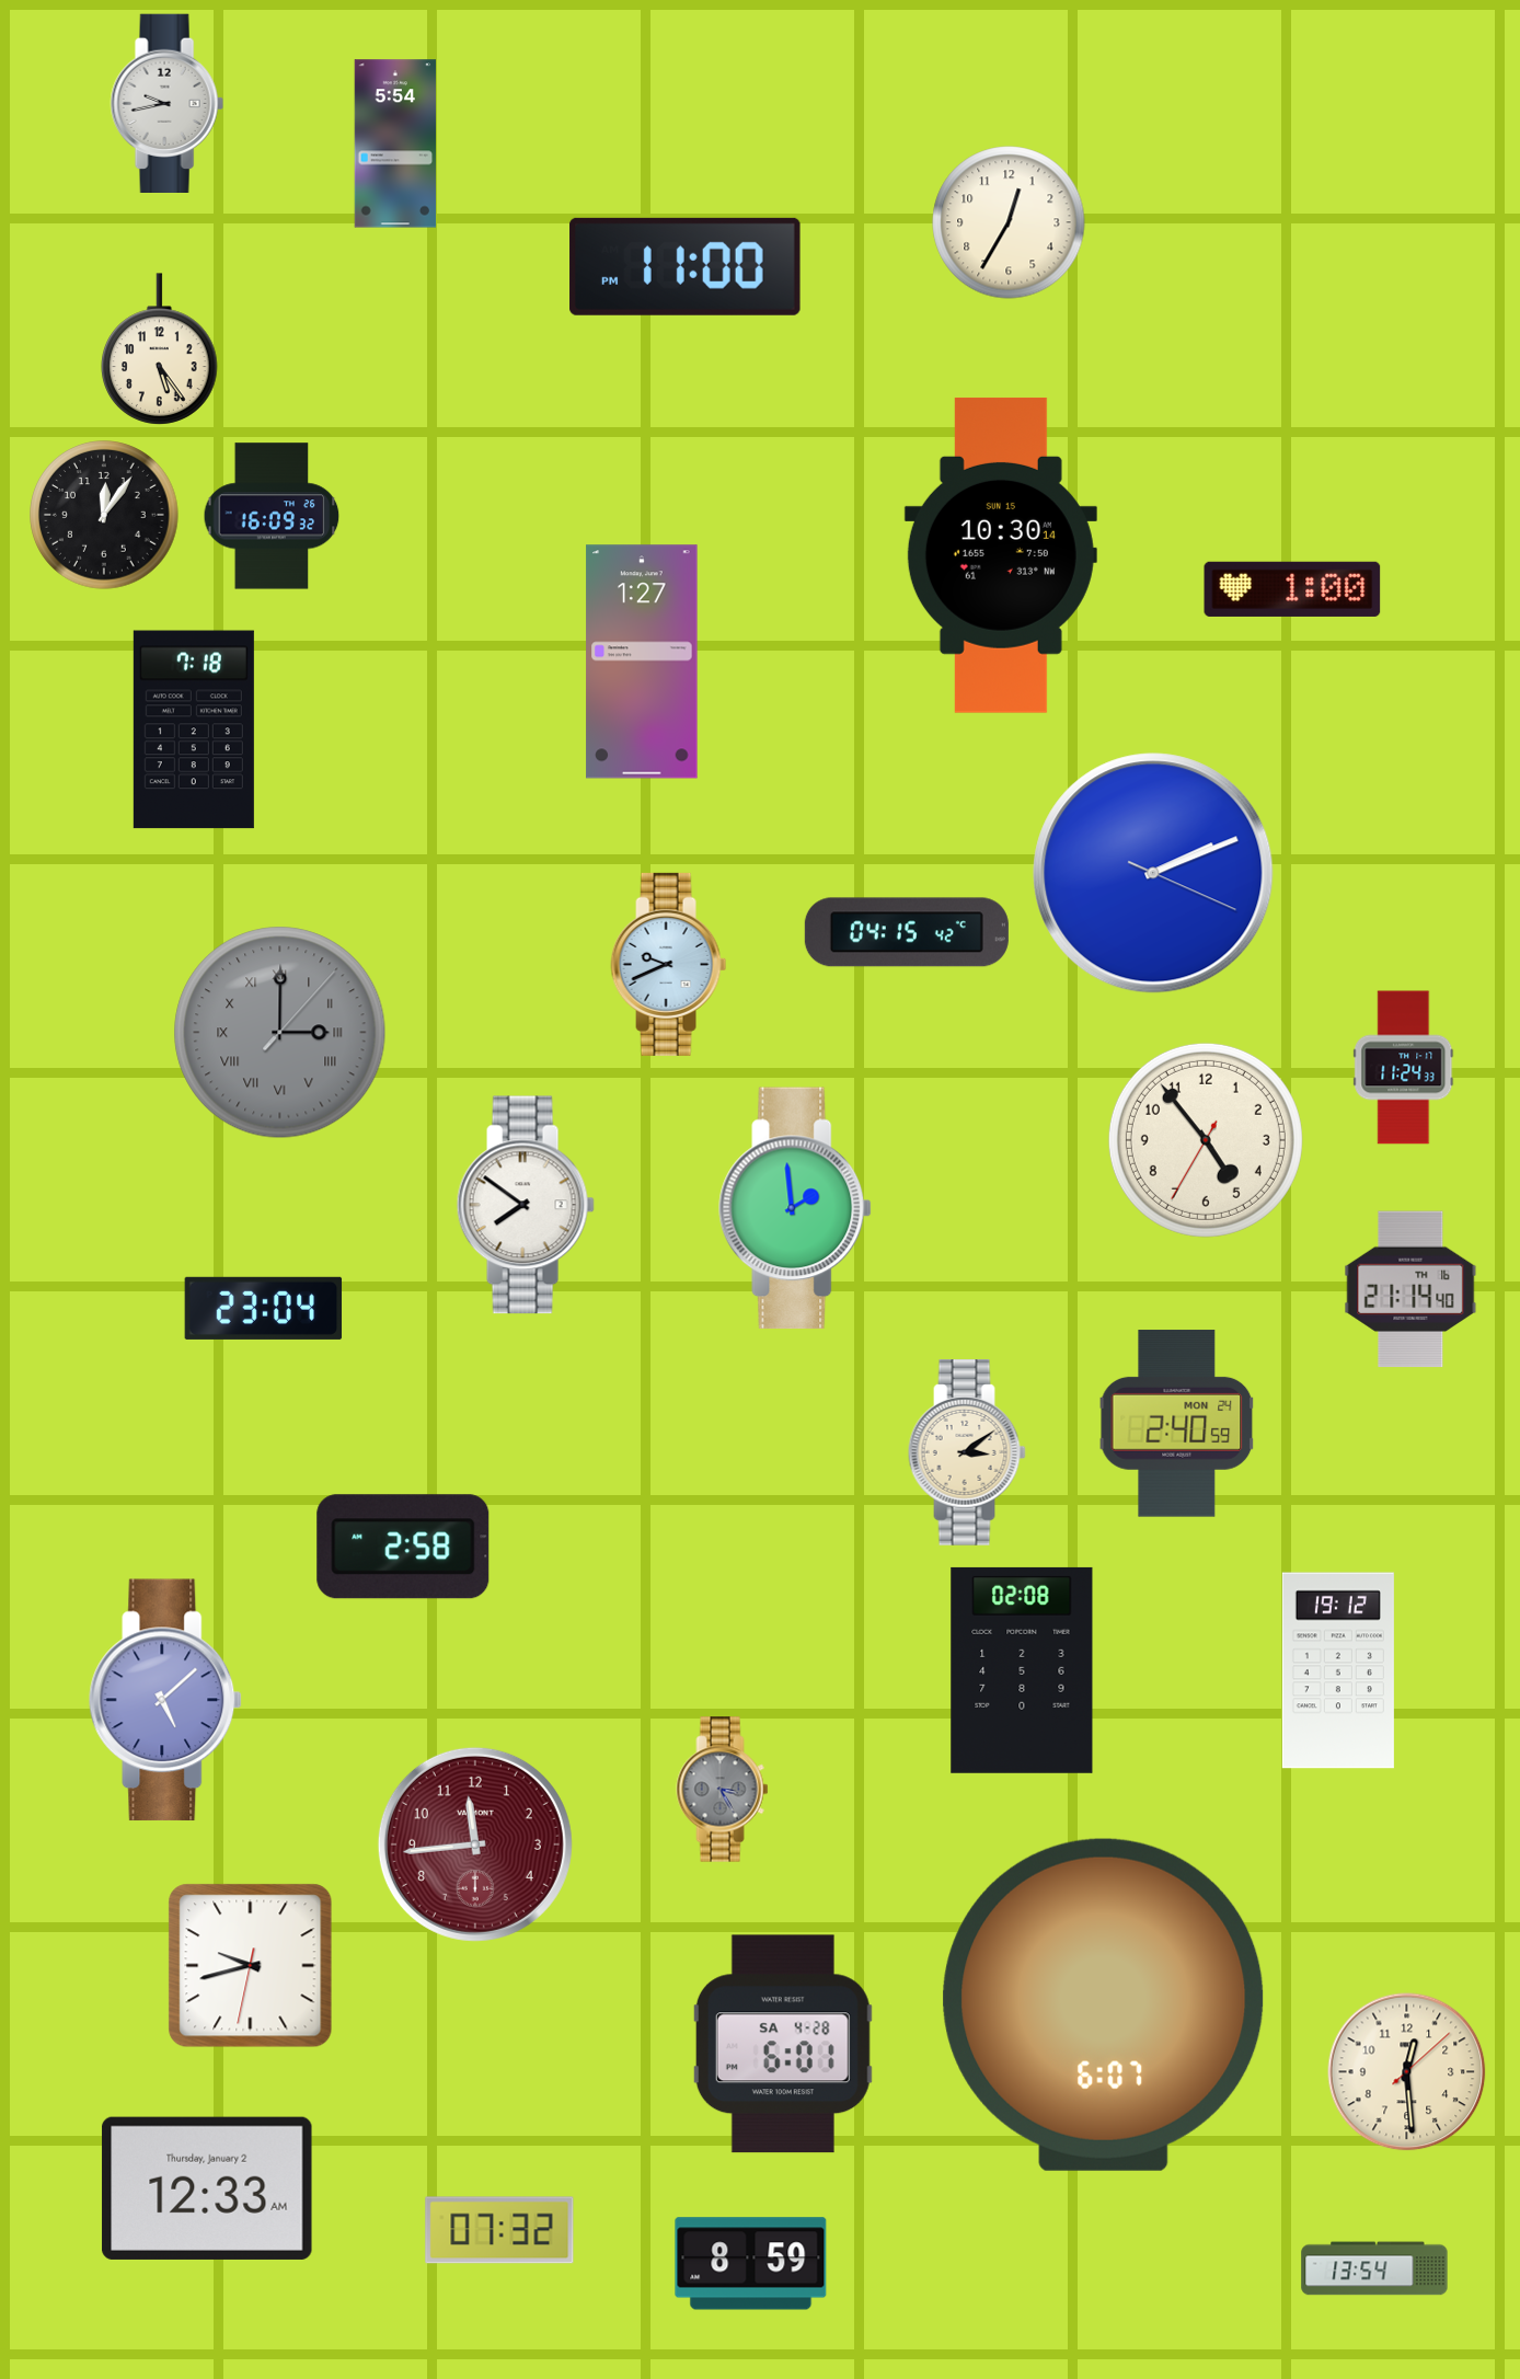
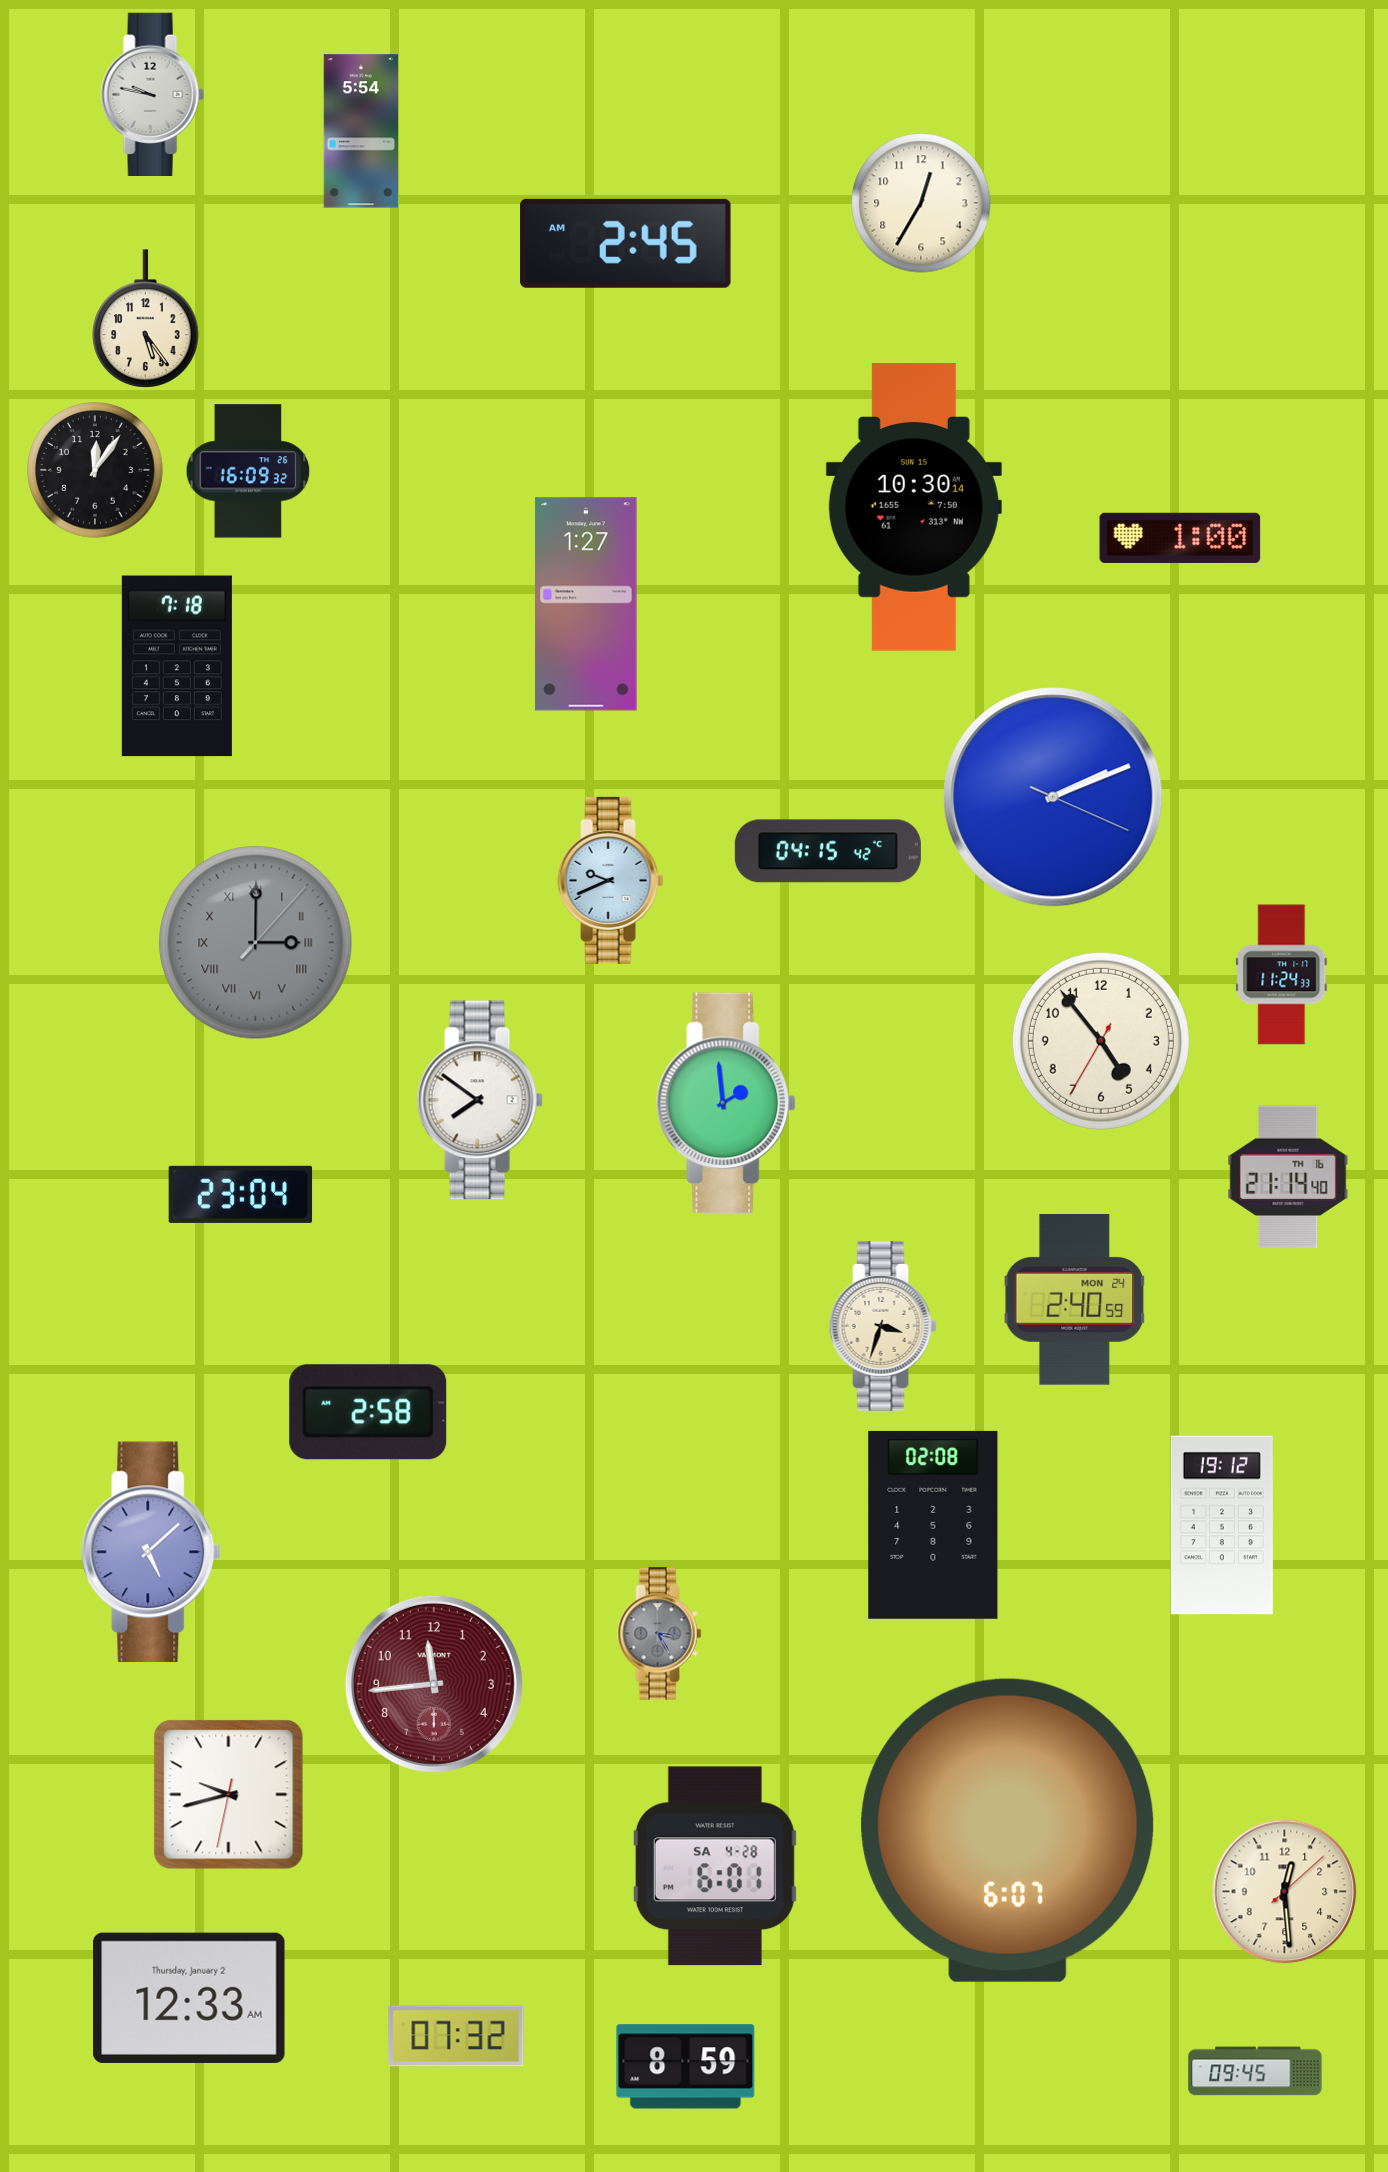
clock at (166, 103): 9:43 -> 9:47
clock at (686, 266): 11:00 -> 2:45
clock at (967, 1453): 3:09 -> 3:33
clock at (1374, 2268): 13:54 -> 09:45
